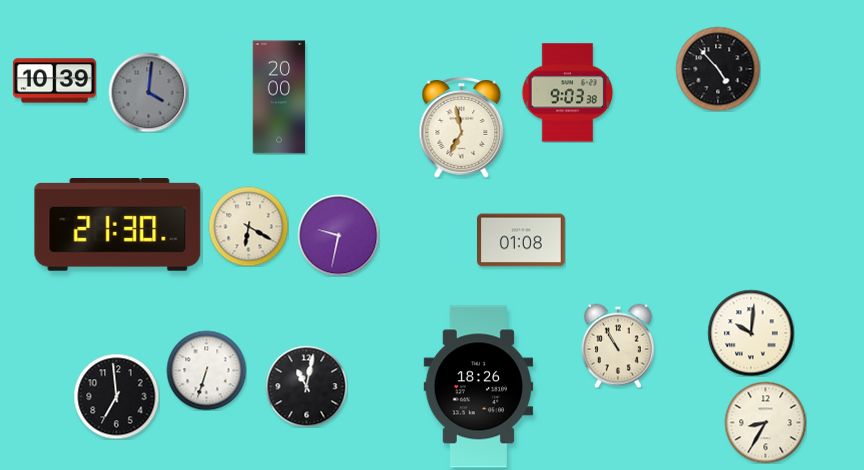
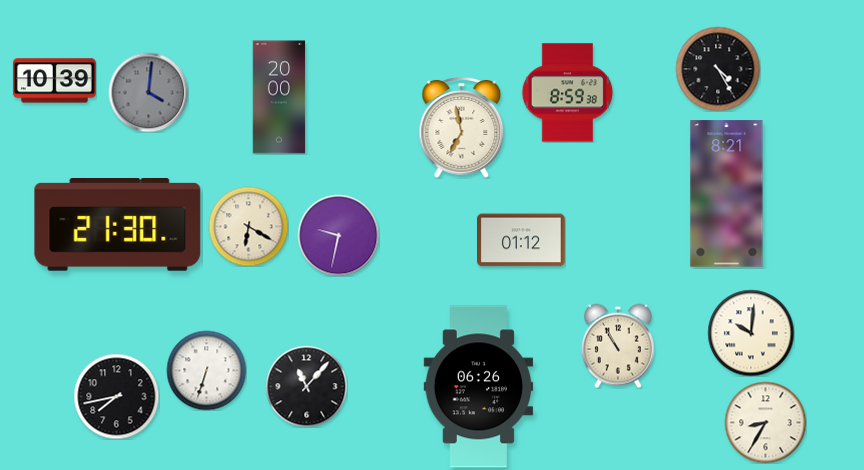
clock at (718, 69): 4:53 -> 4:25
clock at (568, 93): 9:03 -> 8:59
clock at (727, 194): none -> 8:21
clock at (522, 240): 01:08 -> 01:12
clock at (306, 386): 11:02 -> 11:07
clock at (479, 387): 18:26 -> 06:26
clock at (116, 396): 6:59 -> 7:43
